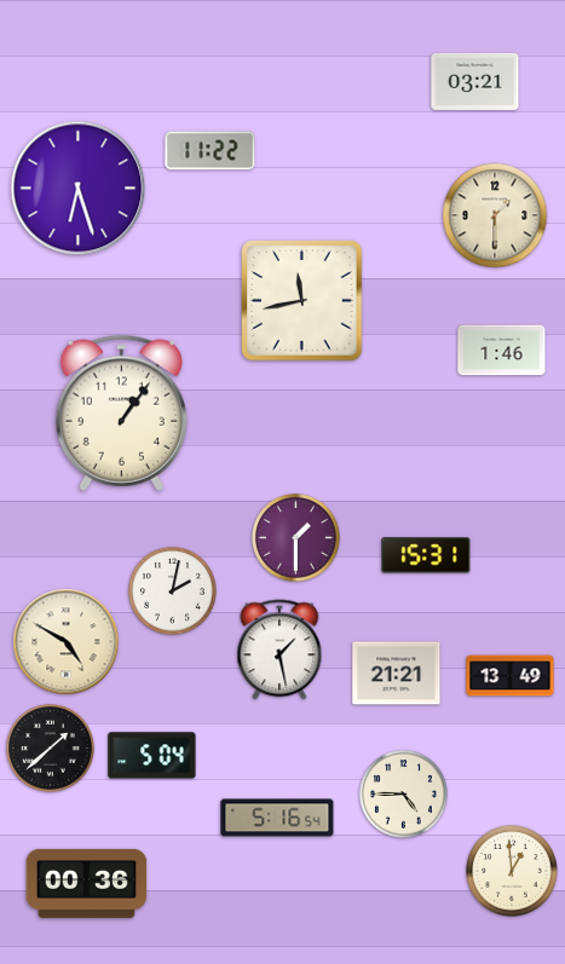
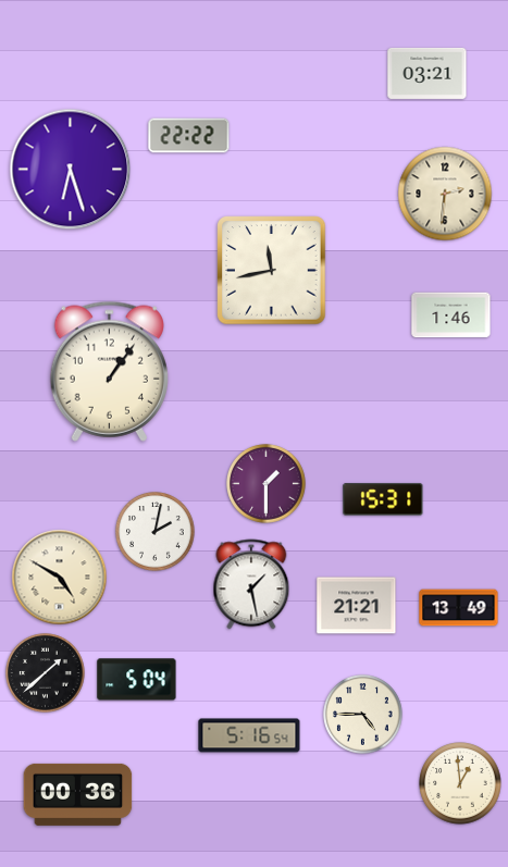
clock at (211, 151): 11:22 -> 22:22
clock at (495, 215): 1:30 -> 2:31
